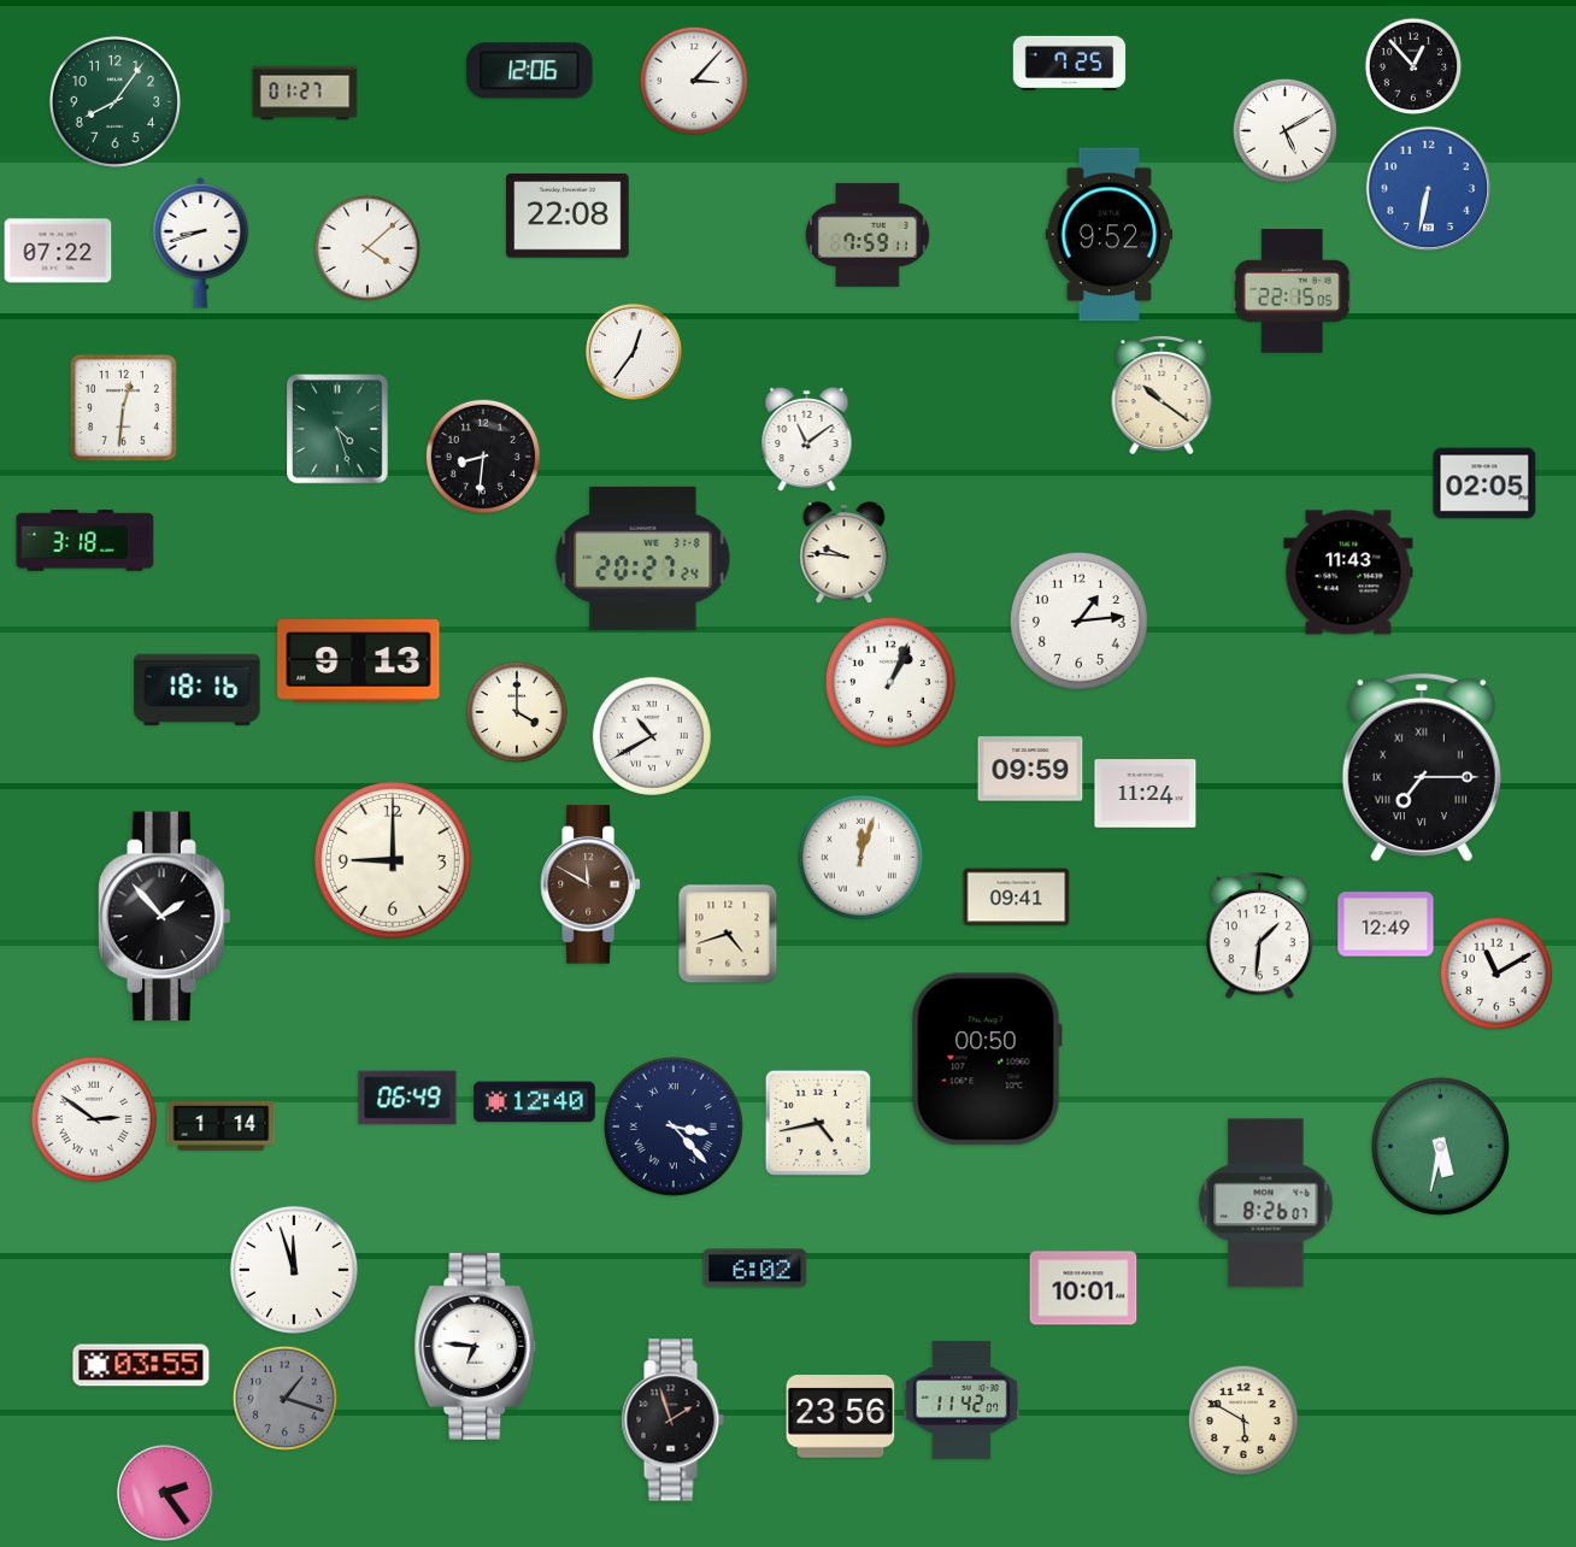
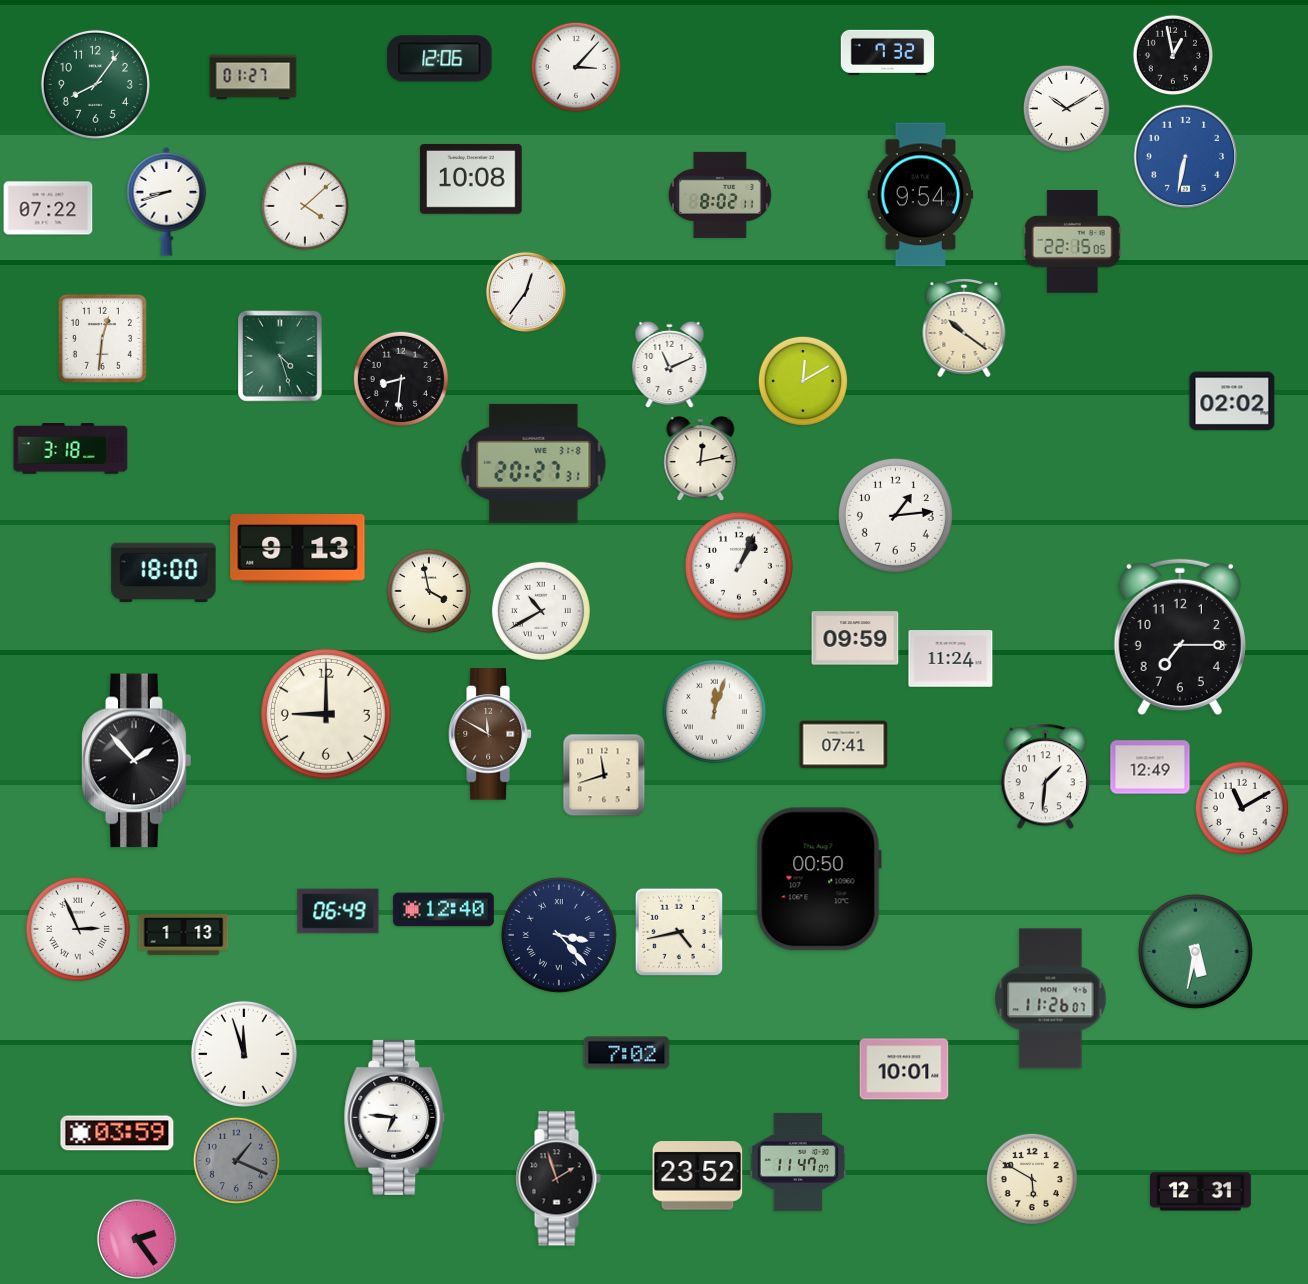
clock at (1070, 63): 7:25 -> 7:32
clock at (1413, 66): 12:53 -> 12:58
clock at (1284, 130): 5:10 -> 10:10
clock at (568, 216): 22:08 -> 10:08
clock at (868, 235): 7:59 -> 8:02
clock at (1110, 235): 9:52 -> 9:54
clock at (807, 440): 11:09 -> 11:11
clock at (803, 381): none -> 12:10
clock at (1484, 483): 02:05 -> 02:02
clock at (845, 553): 9:46 -> 12:13
clock at (643, 558): 20:27:24 -> 20:27:31
clock at (1348, 572): 11:43 -> none
clock at (198, 689): 18:16 -> 18:00
clock at (516, 711): 4:00 -> 3:58
clock at (1422, 767) numerals: Roman -> Arabic
clock at (1017, 898): 09:41 -> 07:41
clock at (728, 934): 4:42 -> 11:42
clock at (535, 1102) position: (535, 1102) -> (444, 910)
clock at (94, 1119): 2:51 -> 2:56
clock at (222, 1127): 1:14 -> 1:13
clock at (1266, 1204): 8:26 -> 11:26
clock at (755, 1269): 6:02 -> 7:02
clock at (1083, 1288) position: (1083, 1288) -> (904, 1069)
clock at (141, 1365): 03:55 -> 03:59
clock at (284, 1398): 1:18 -> 1:19
clock at (962, 1400): 11:42 -> 11:47
clock at (841, 1417): 23:56 -> 23:52
clock at (1201, 1192): none -> 12:31
